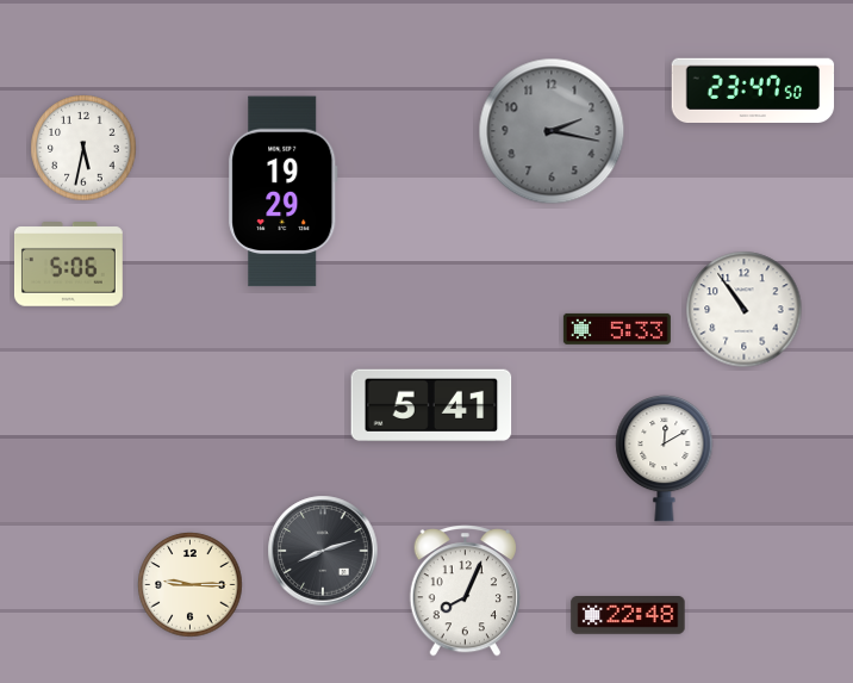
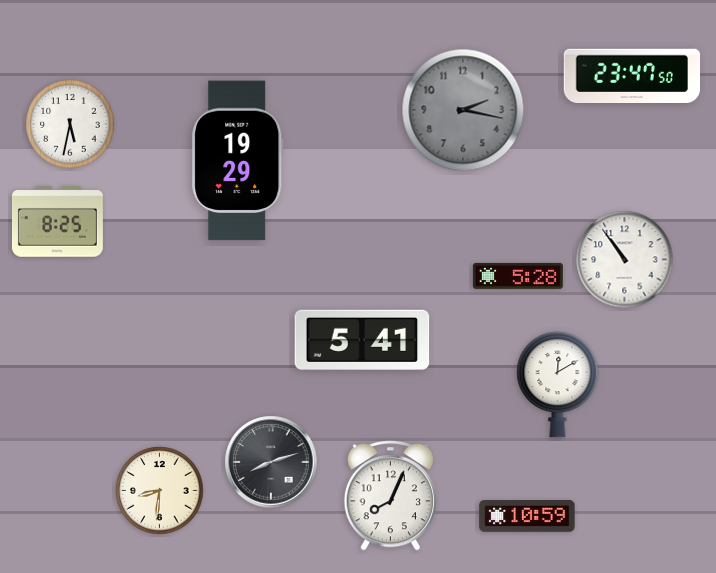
clock at (68, 265): 5:06 -> 8:25
clock at (617, 329): 5:33 -> 5:28
clock at (191, 585): 9:15 -> 8:31
clock at (628, 615): 22:48 -> 10:59
